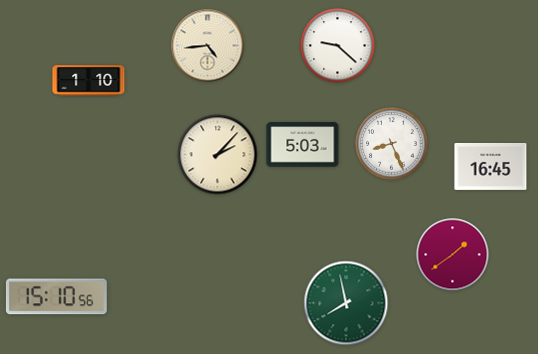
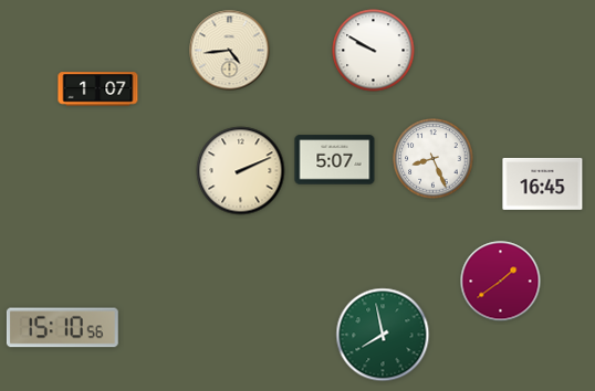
clock at (338, 46): 9:22 -> 9:50
clock at (89, 81): 1:10 -> 1:07
clock at (303, 145): 5:03 -> 5:07
clock at (218, 155): 2:07 -> 2:11
